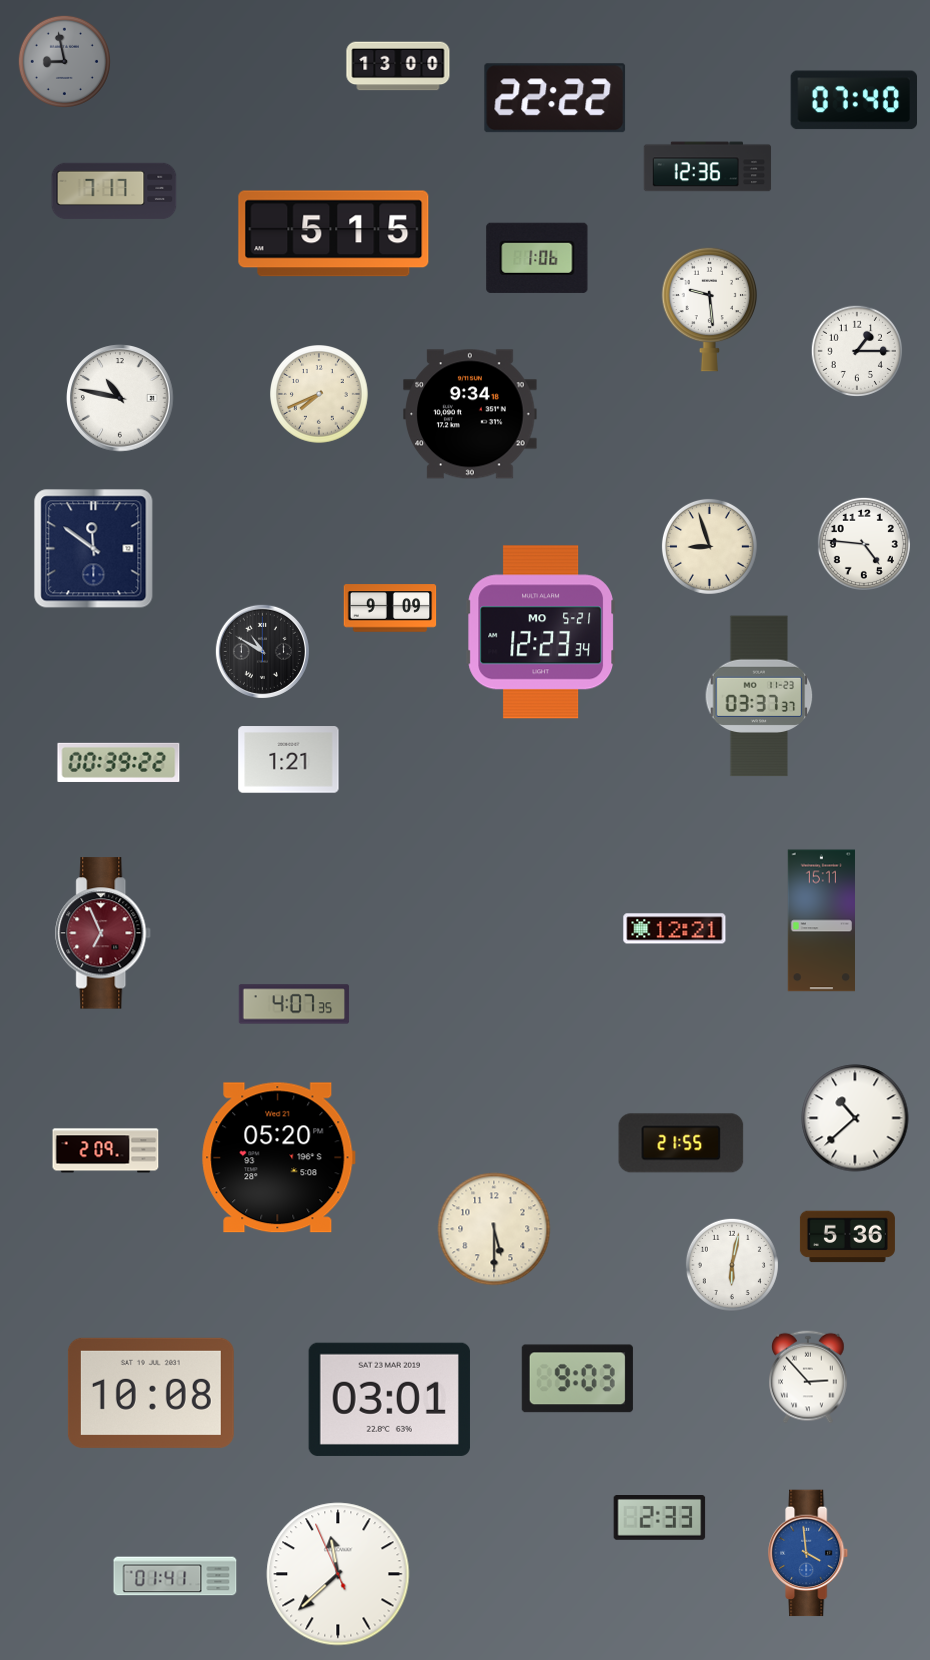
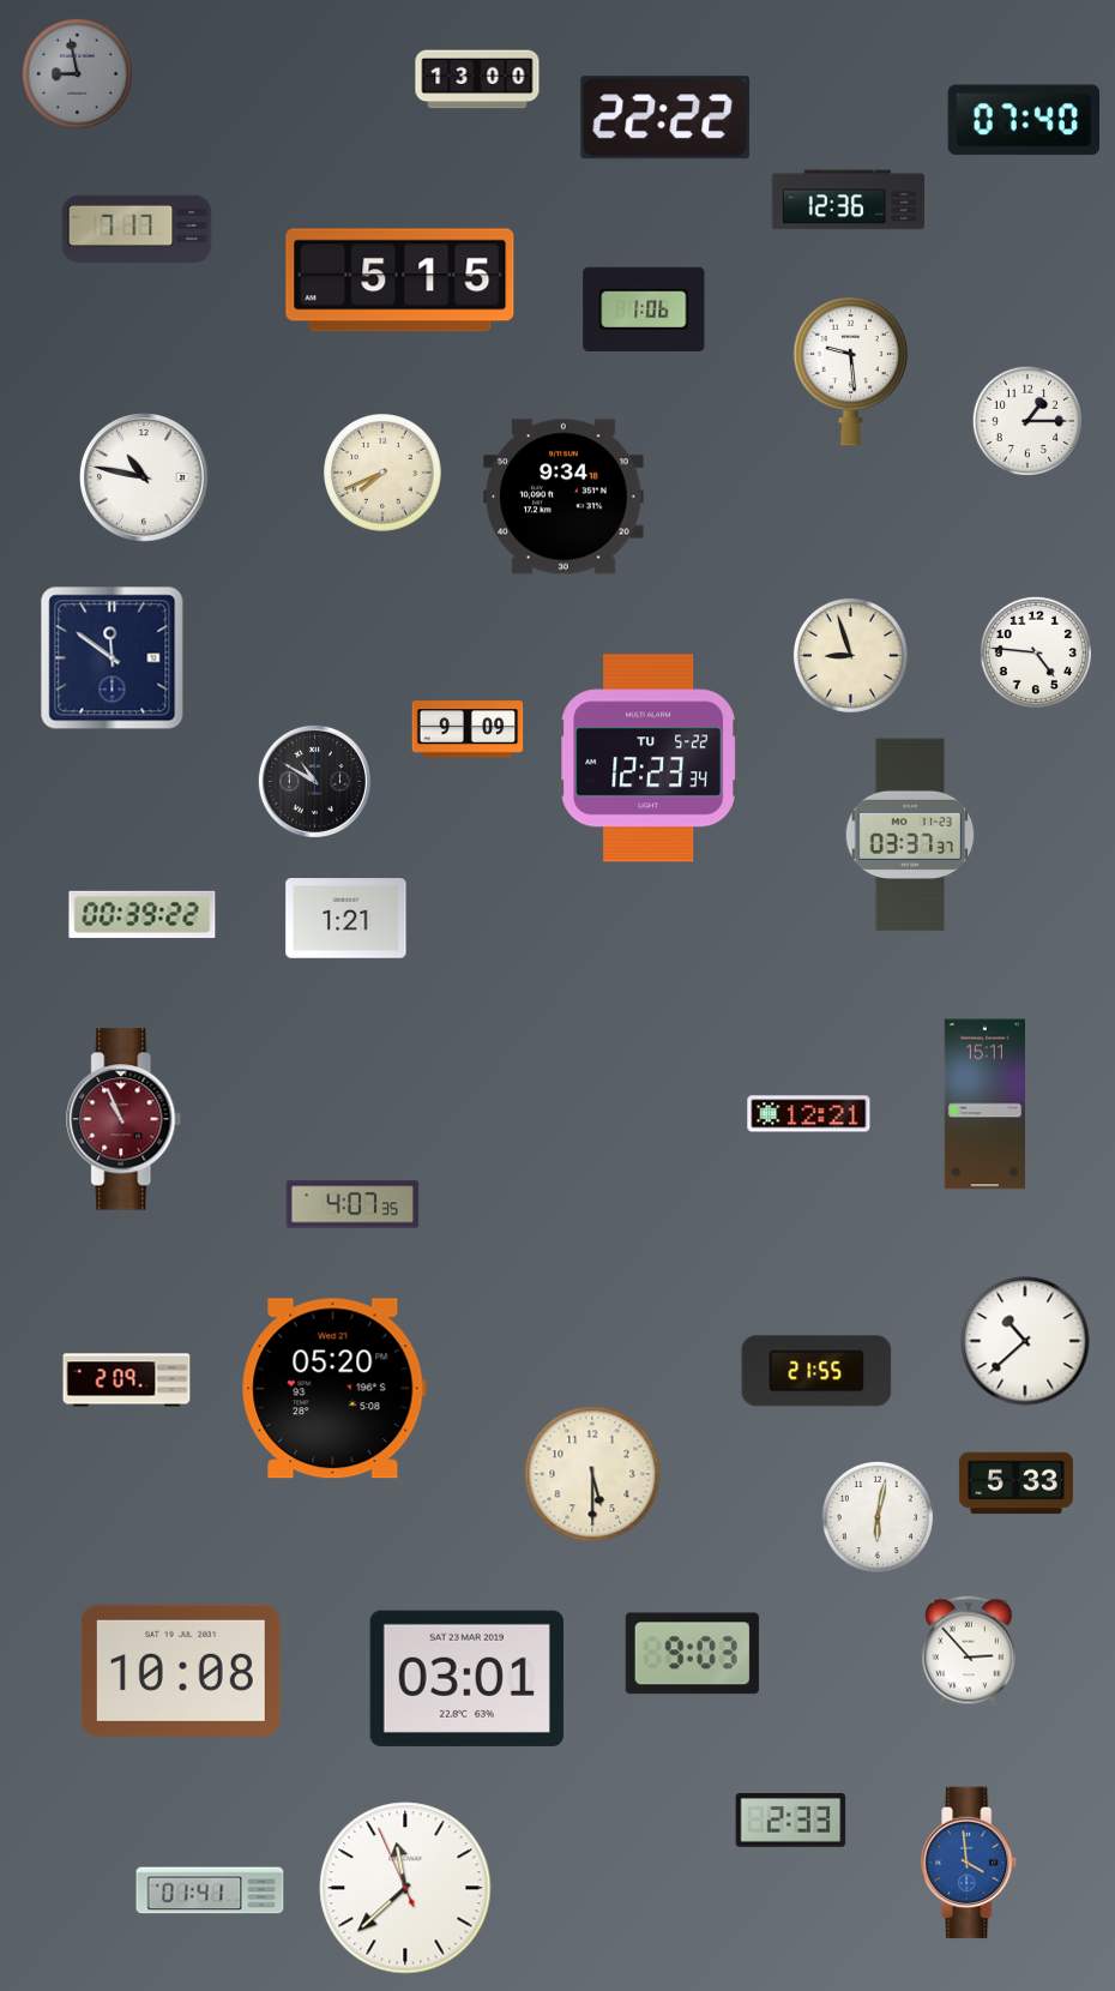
clock at (540, 632) date: MO 5-21 -> TU 5-22
clock at (289, 760) position: (289, 760) -> (346, 919)
clock at (104, 933): 6:56 -> 10:56
clock at (847, 1237): 5:36 -> 5:33
